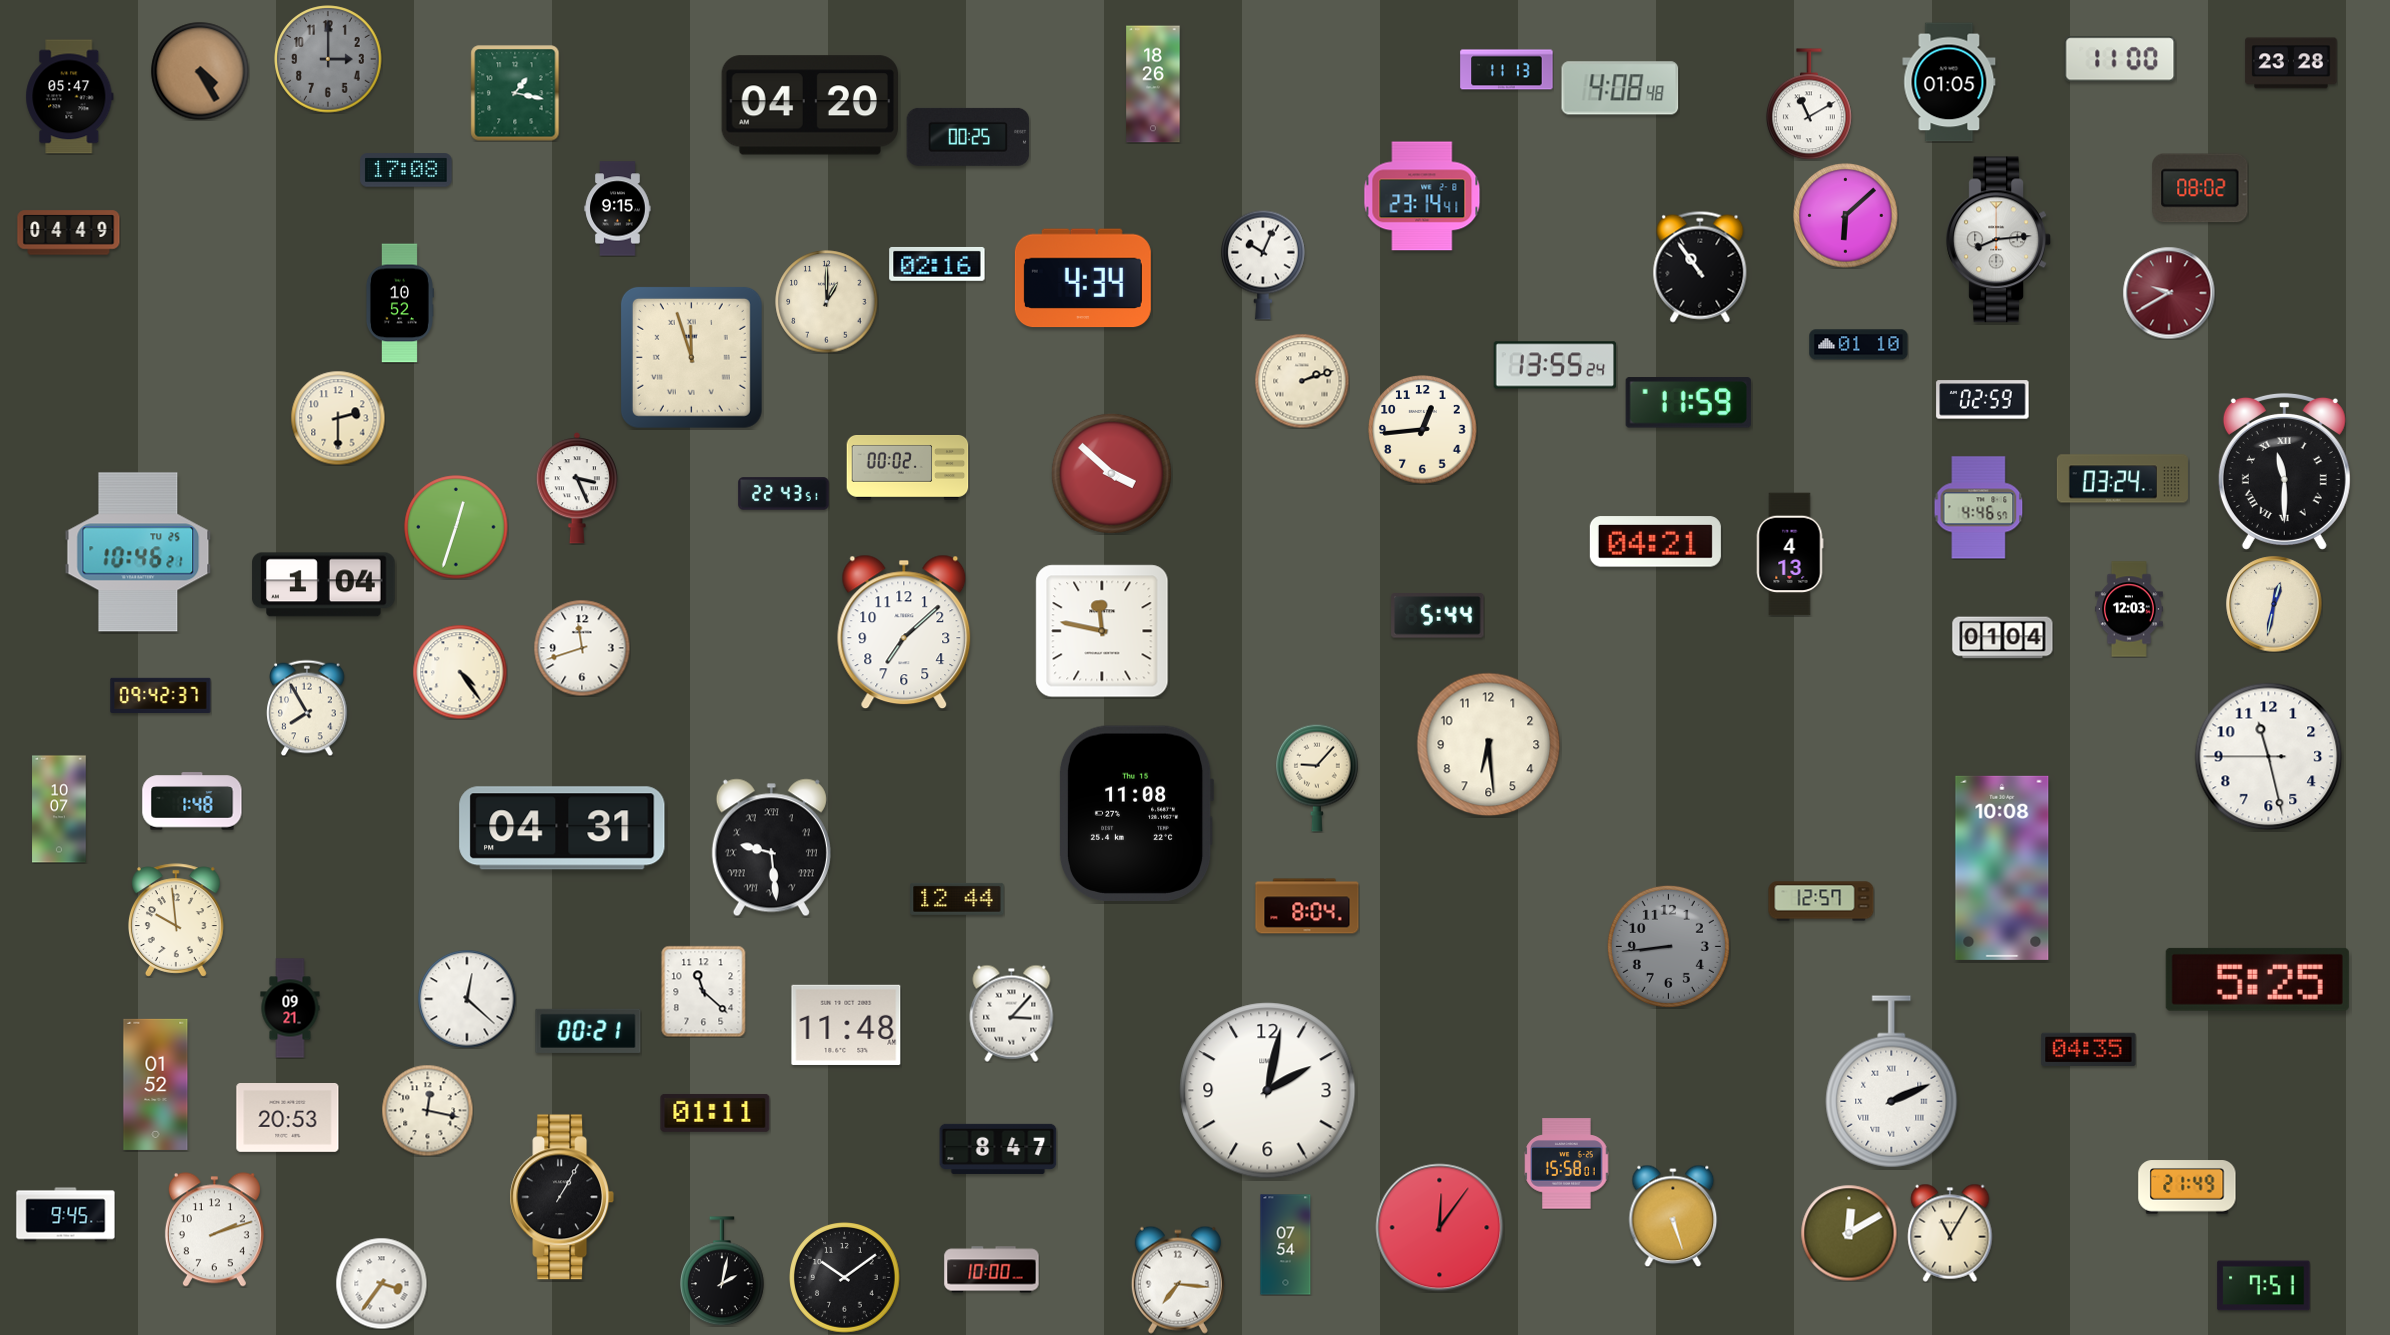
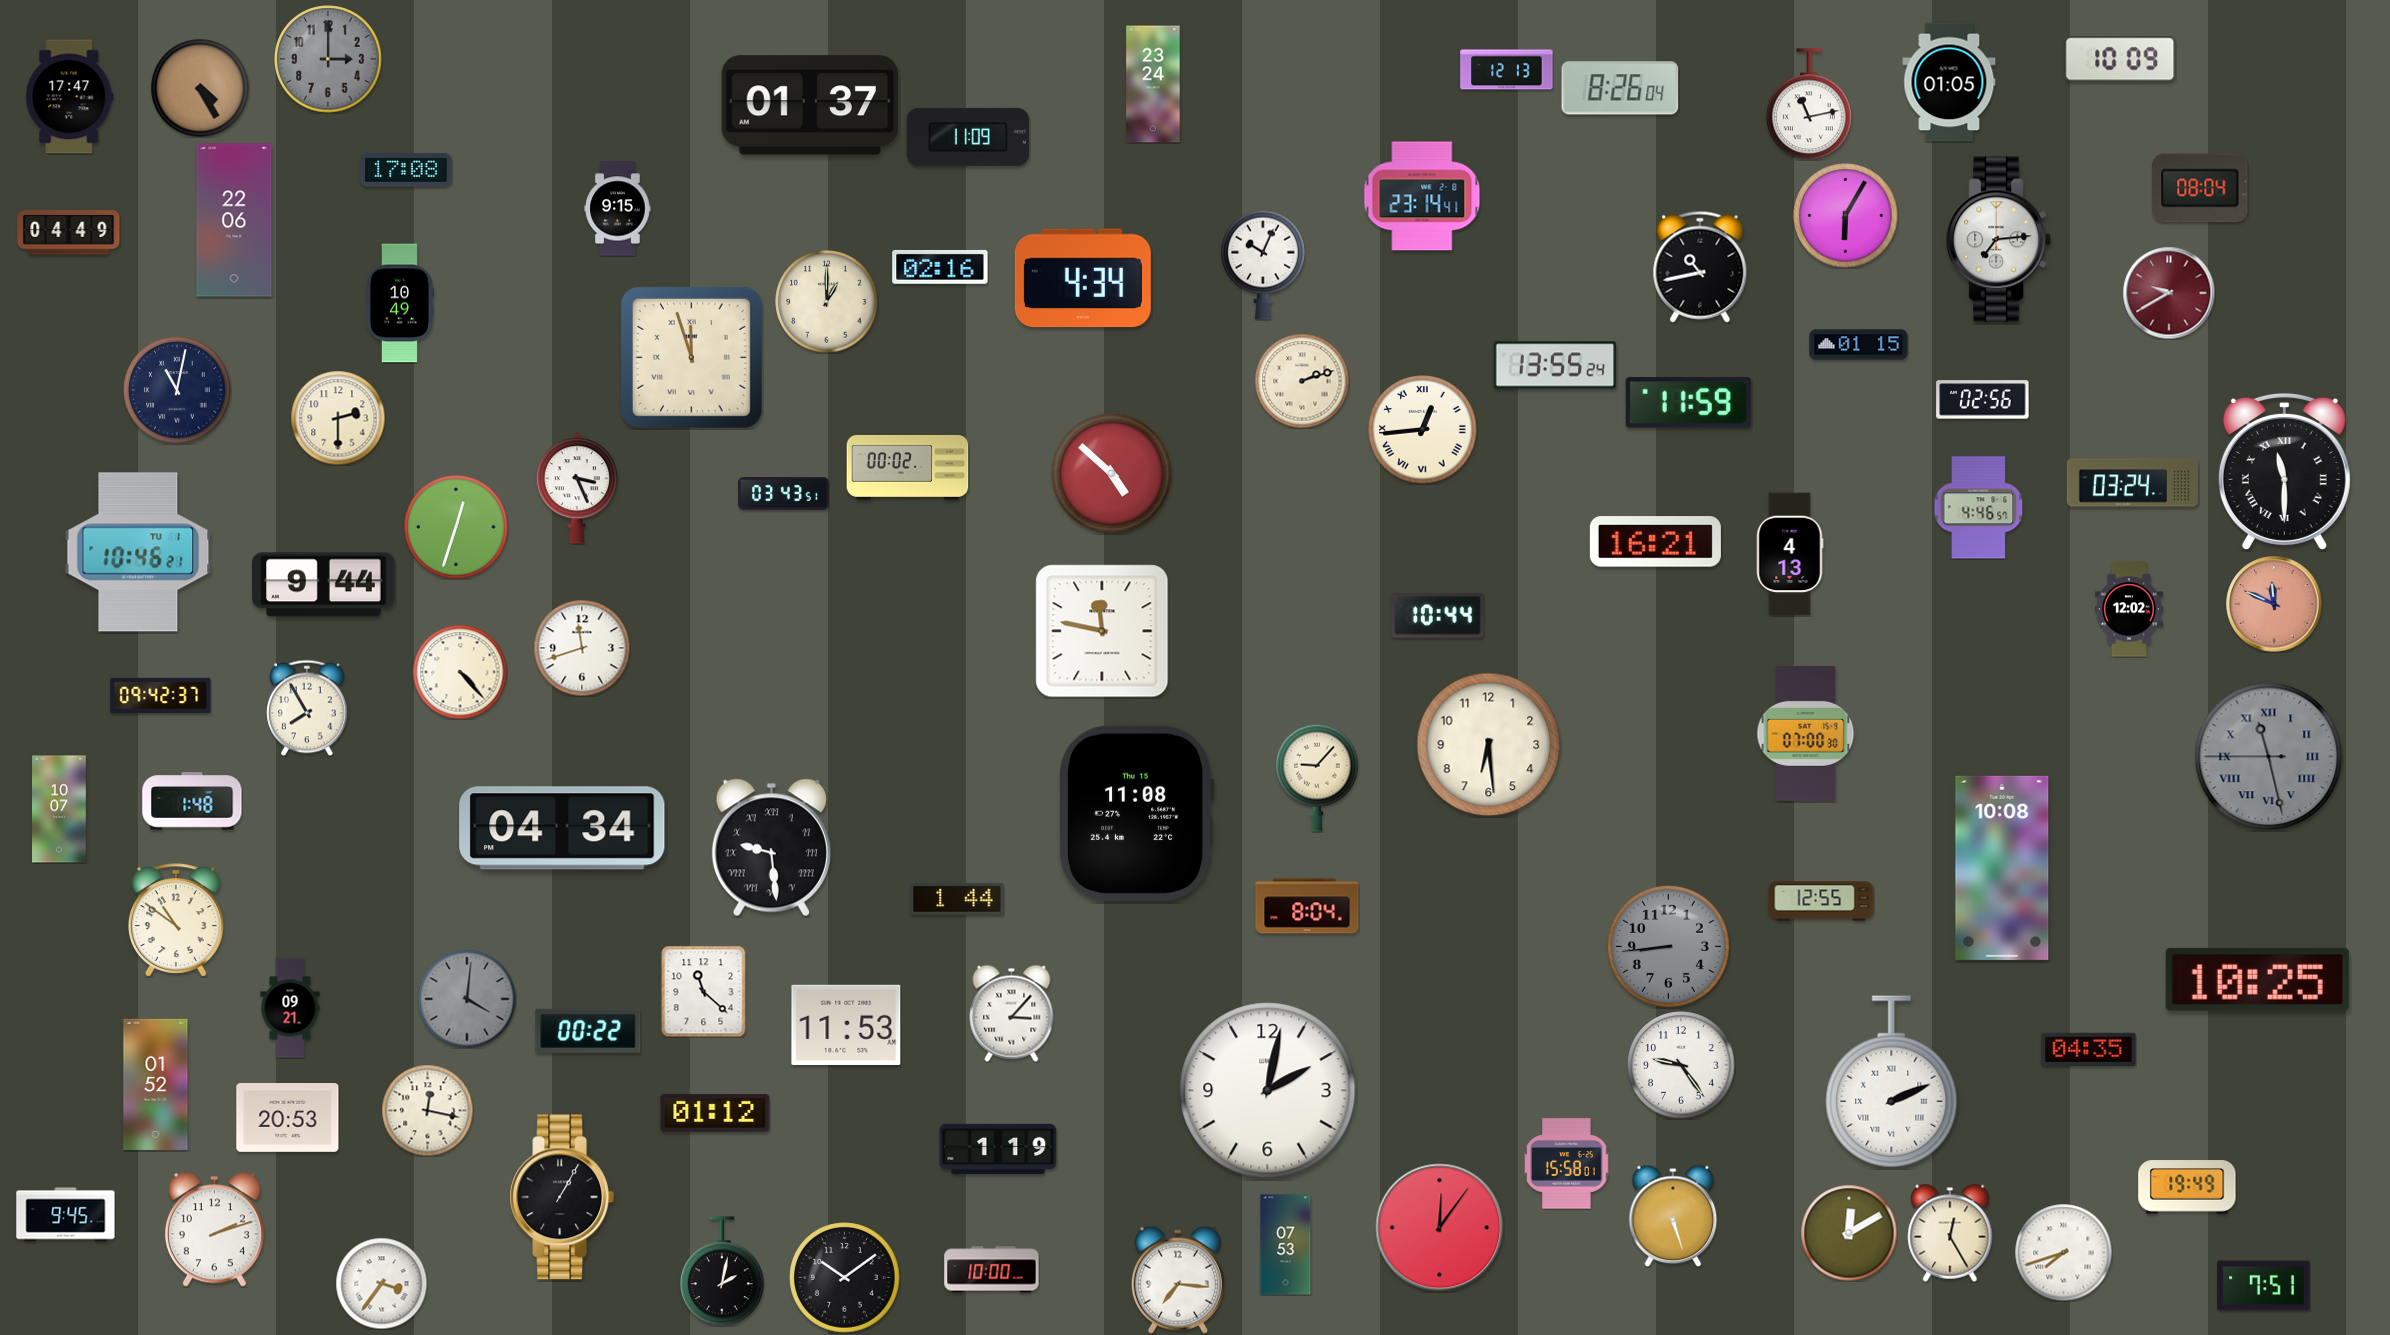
clock at (2120, 59): 11:00 -> 10:09
clock at (2291, 63): 23:28 -> none
clock at (1507, 70): 11:13 -> 12:13
clock at (200, 71) position: (200, 71) -> (200, 88)
clock at (1153, 84): 18:26 -> 23:24
clock at (1620, 88): 4:08 -> 8:26
clock at (515, 93): 1:17 -> none
clock at (70, 97): 05:47 -> 17:47
clock at (1809, 104): 11:10 -> 11:13
clock at (809, 105): 04:20 -> 01:37
clock at (968, 137): 00:25 -> 11:09
clock at (2200, 188): 08:02 -> 08:04
clock at (1846, 216): 6:08 -> 6:05
clock at (234, 220): none -> 22:06
clock at (1998, 240): 8:14 -> 7:14
clock at (937, 264) position: (937, 264) -> (940, 267)
clock at (1700, 267): 10:54 -> 10:43
clock at (400, 303): 10:52 -> 10:49
clock at (1859, 345): 01:10 -> 01:15
clock at (177, 390): none -> 11:02
clock at (1983, 400): 02:59 -> 02:56
clock at (1423, 430) numerals: Arabic -> Roman
clock at (1111, 473): 3:52 -> 4:52
clock at (2122, 479) position: (2122, 479) -> (2132, 483)
clock at (784, 494): 22:43 -> 03:43
clock at (1655, 542): 04:21 -> 16:21
clock at (138, 552) date: TU 25 -> TU 1
clock at (324, 585): 1:04 -> 9:44
clock at (2274, 604): 12:32 -> 11:49
clock at (2274, 604) dial: cream -> salmon
clock at (2129, 609): 12:03 -> 12:02
clock at (1438, 616): 5:44 -> 10:44
clock at (904, 632): 7:08 -> none
clock at (2003, 638): 01:04 -> none
clock at (460, 672): 4:24 -> 4:23
clock at (1806, 733): none -> 07:00
clock at (2269, 757) dial: white -> grey
clock at (2269, 757) numerals: Arabic -> Roman
clock at (562, 828): 04:31 -> 04:34
clock at (957, 899): 12:44 -> 1:44
clock at (1821, 901): 12:57 -> 12:55
clock at (177, 920): 9:59 -> 10:51
clock at (2257, 979): 5:25 -> 10:25
clock at (467, 999): 12:22 -> 4:01
clock at (467, 999) dial: white -> grey
clock at (846, 1025): 11:48 -> 11:53
clock at (588, 1031): 00:21 -> 00:22
clock at (1681, 1065): none -> 9:24
clock at (715, 1113): 01:11 -> 01:12
clock at (998, 1149): 8:47 -> 1:19
clock at (2187, 1187): 21:49 -> 19:49
clock at (1950, 1233): 11:05 -> 12:25
clock at (1286, 1245): 07:54 -> 07:53
clock at (2063, 1252): none -> 7:42
